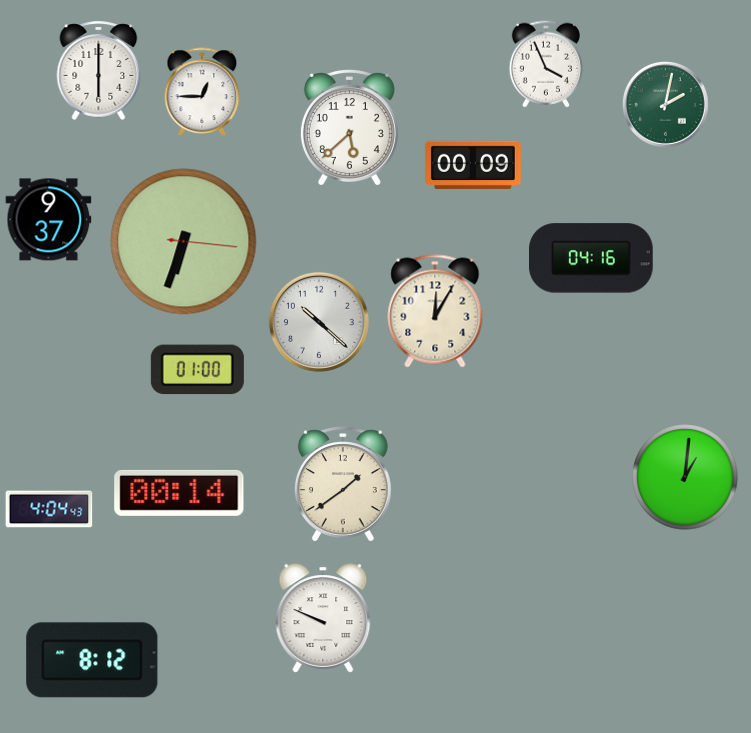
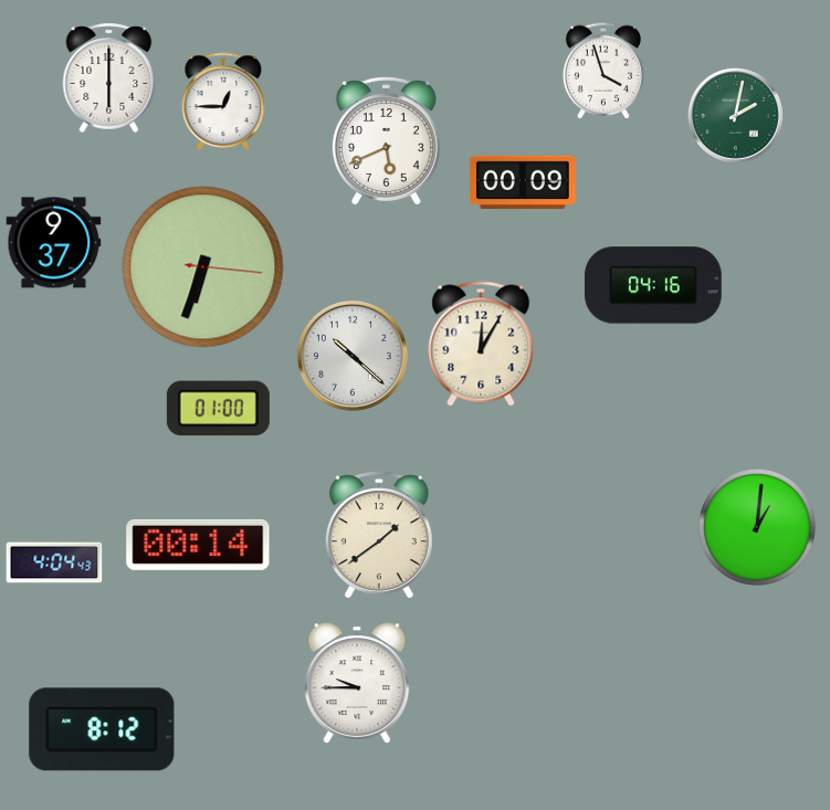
clock at (546, 64): 3:56 -> 3:57
clock at (349, 128): 5:38 -> 5:41
clock at (323, 618): 9:49 -> 9:45
